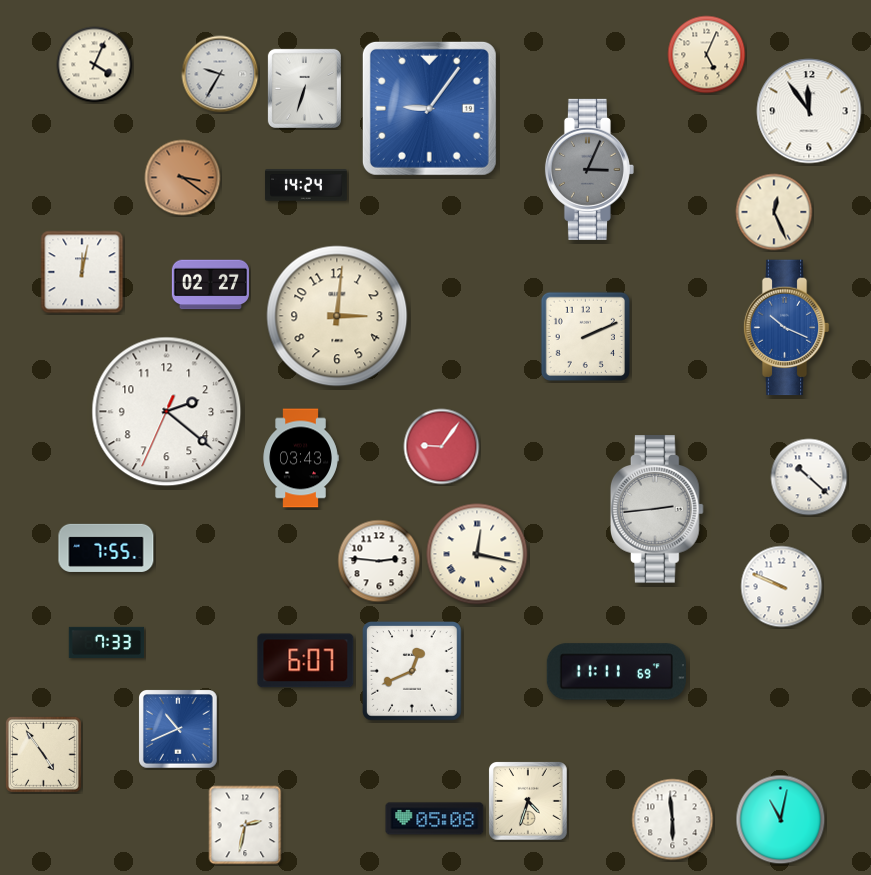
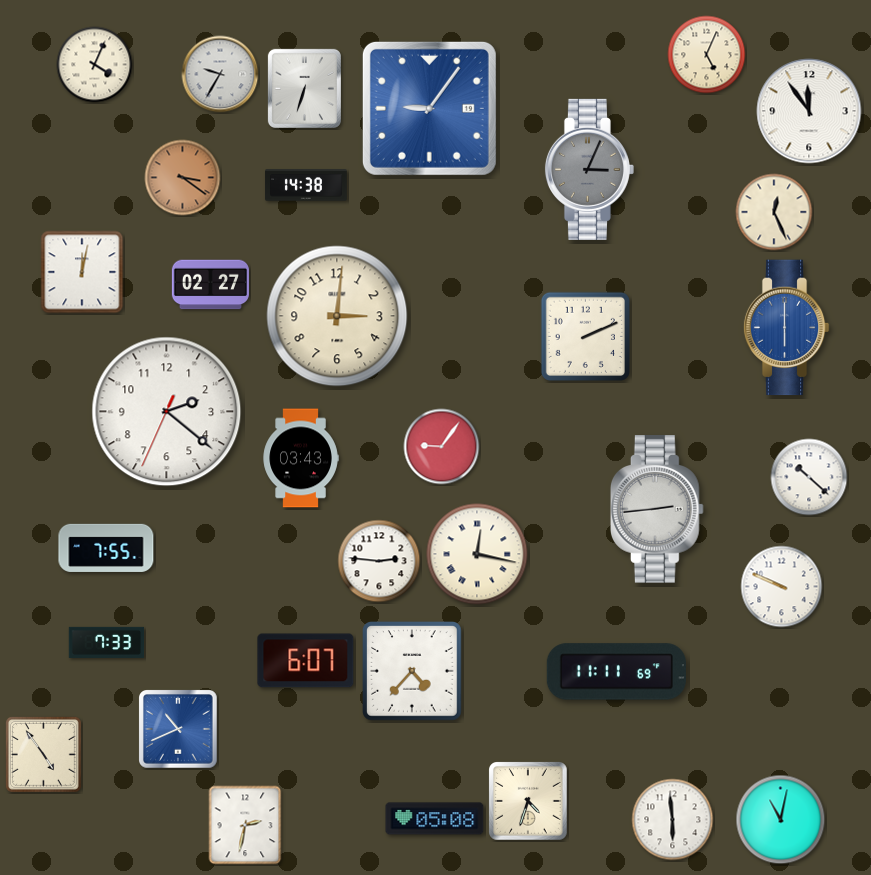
clock at (306, 185): 14:24 -> 14:38
clock at (786, 328): 10:19 -> 6:00
clock at (413, 672): 12:41 -> 4:37
